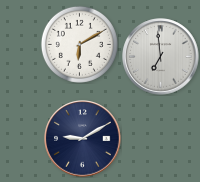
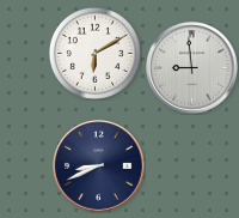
clock at (161, 57): 6:59 -> 8:59
clock at (83, 139): 9:10 -> 8:41
